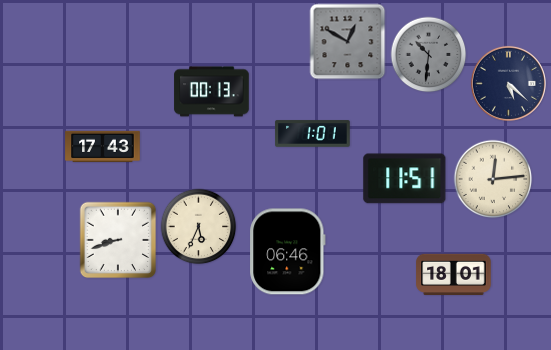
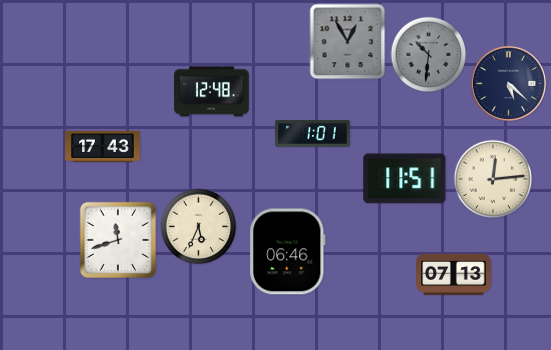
clock at (348, 42): 12:50 -> 12:55
clock at (212, 92): 00:13 -> 12:48
clock at (118, 240): 8:42 -> 11:42
clock at (454, 274): 18:01 -> 07:13
